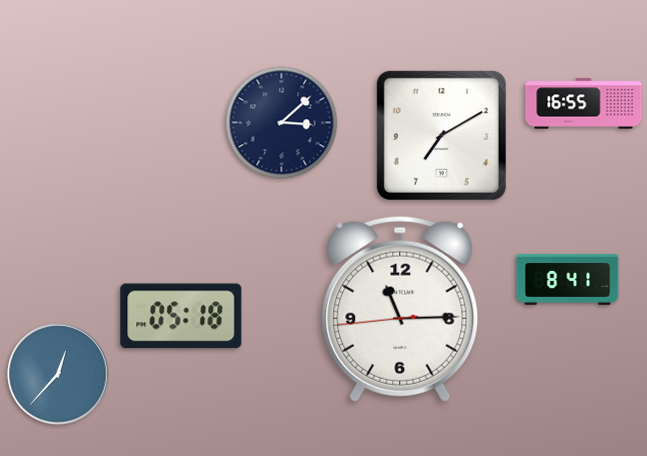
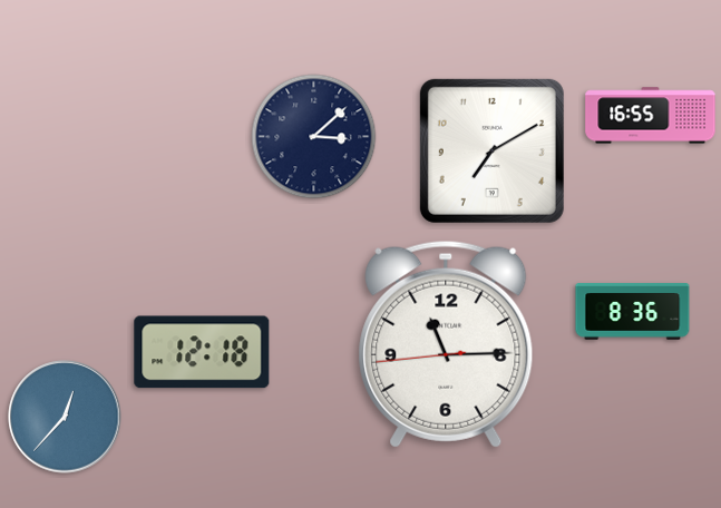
clock at (568, 280): 8:41 -> 8:36
clock at (181, 316): 05:18 -> 12:18
